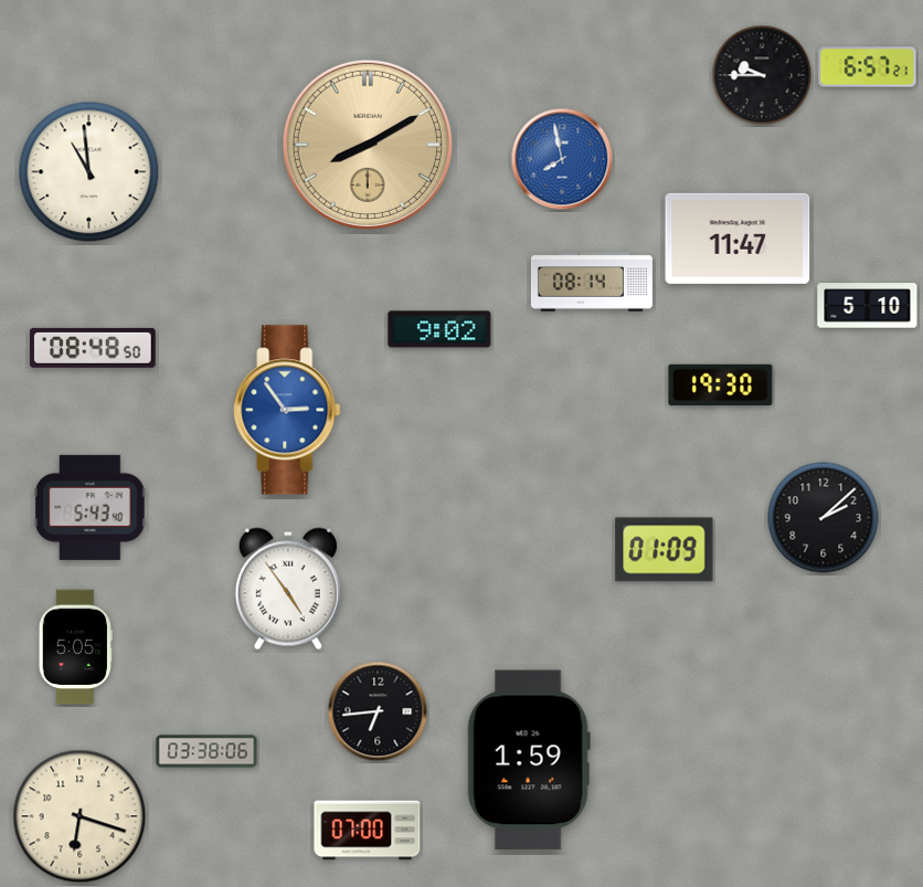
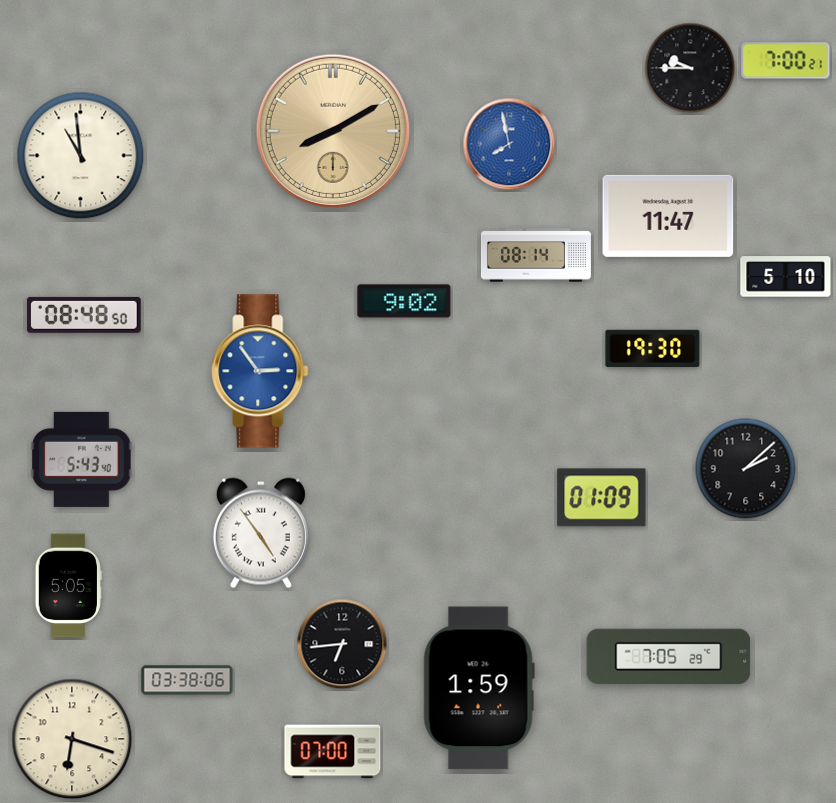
clock at (868, 67): 6:57 -> 7:00
clock at (439, 329) position: (439, 329) -> (404, 301)
clock at (669, 656): none -> 7:05
